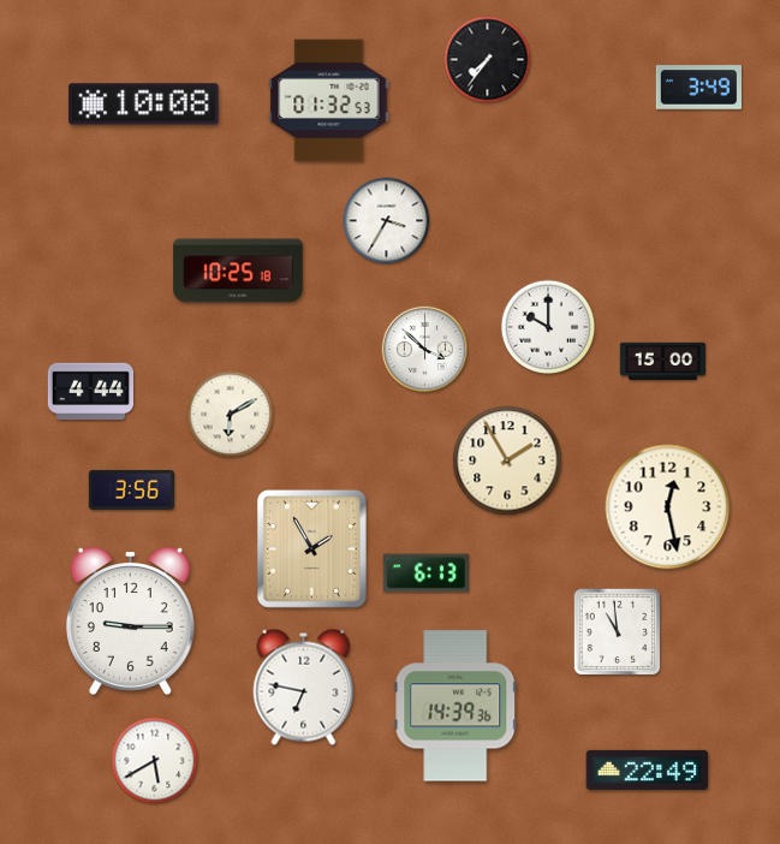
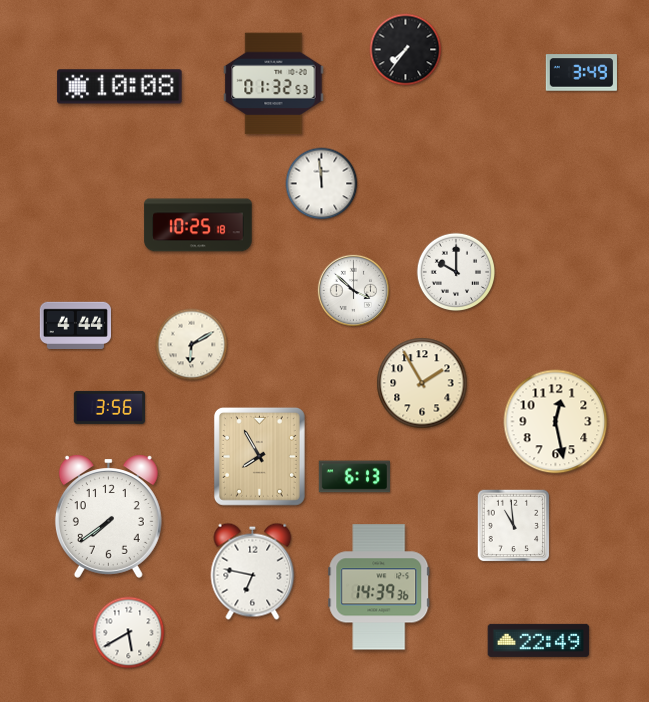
clock at (387, 221): 3:35 -> 11:59
clock at (662, 361): 15:00 -> none
clock at (311, 548): 1:55 -> 7:55
clock at (130, 620): 9:15 -> 7:39
